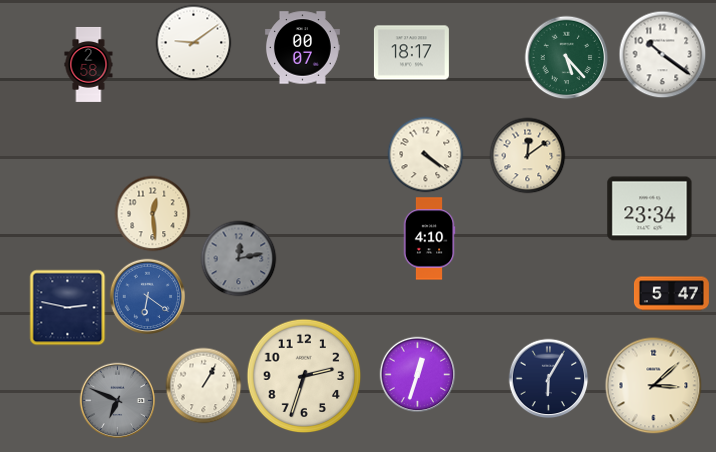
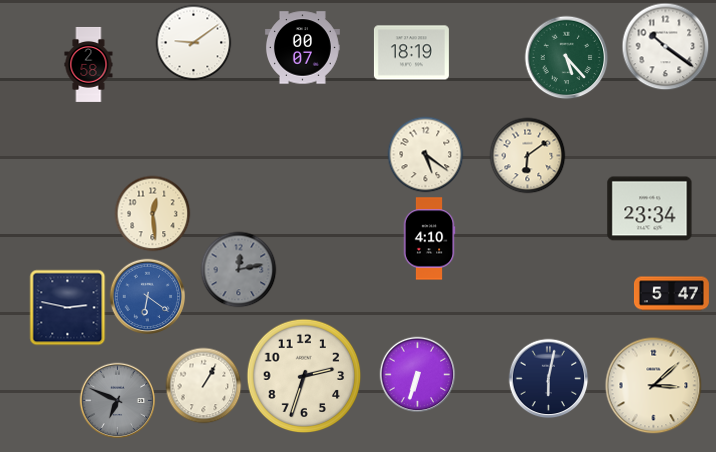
clock at (411, 53): 18:17 -> 18:19
clock at (663, 55) position: (663, 55) -> (666, 47)
clock at (426, 155): 4:21 -> 5:21
clock at (528, 156): 12:09 -> 6:09
clock at (239, 259) position: (239, 259) -> (239, 270)
clock at (418, 375): 12:33 -> 6:33
clock at (549, 379): 6:05 -> 6:02
